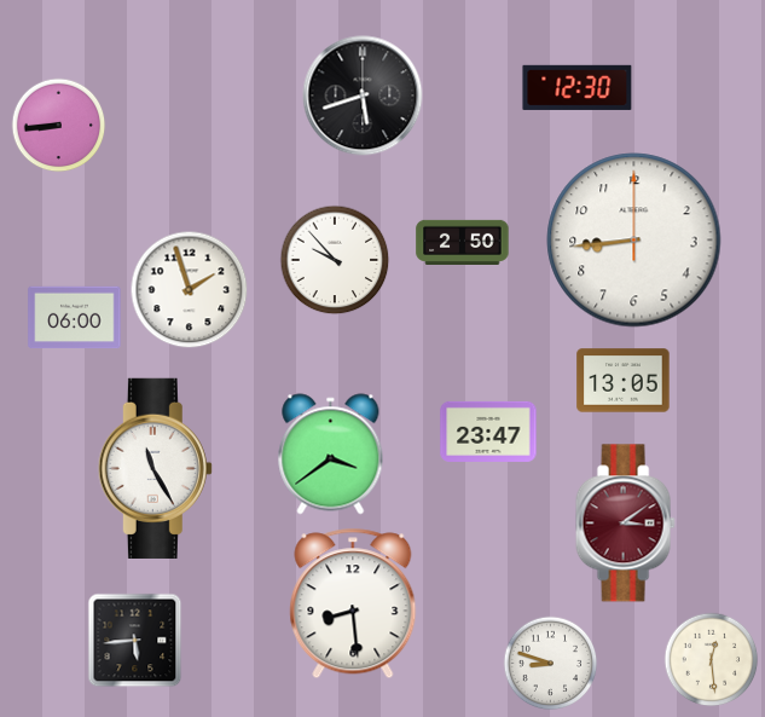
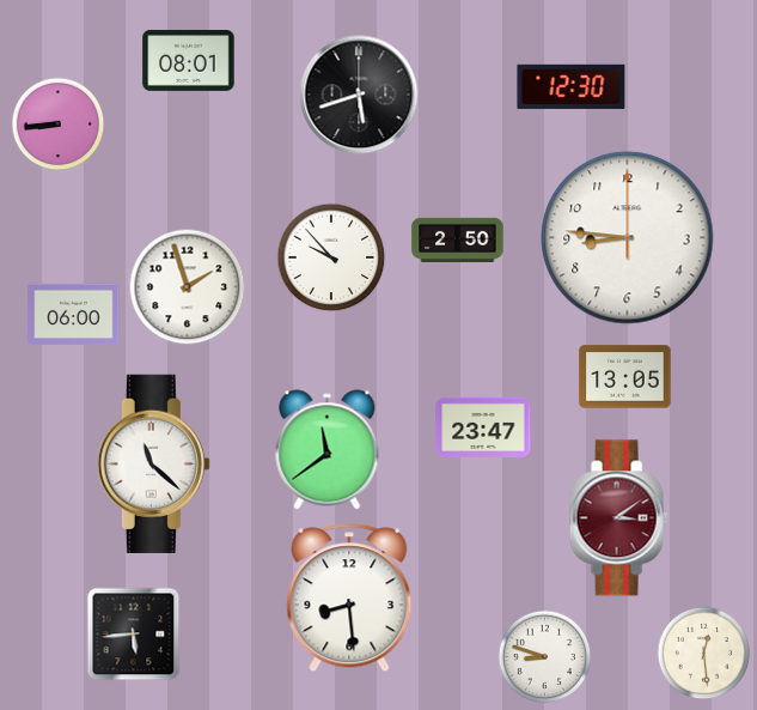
clock at (189, 60): none -> 08:01
clock at (634, 241): 8:44 -> 8:46
clock at (624, 381) position: (624, 381) -> (625, 377)
clock at (331, 455): 3:39 -> 11:39
clock at (155, 468): 11:25 -> 11:22
